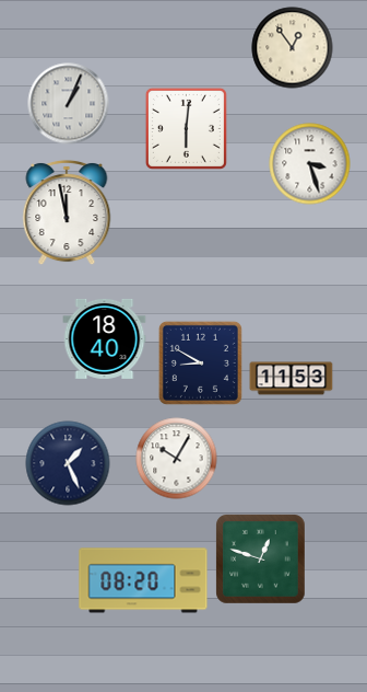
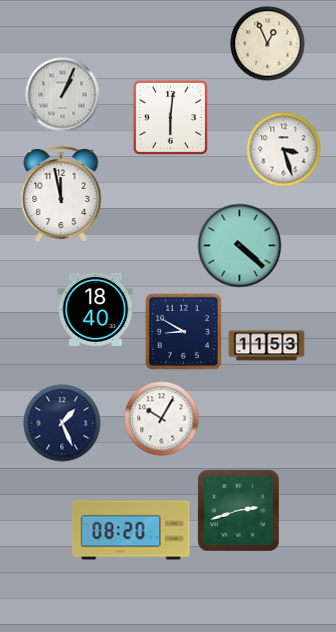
clock at (293, 48): 12:54 -> 12:56
clock at (240, 246): none -> 4:22
clock at (261, 560): 12:48 -> 2:42
